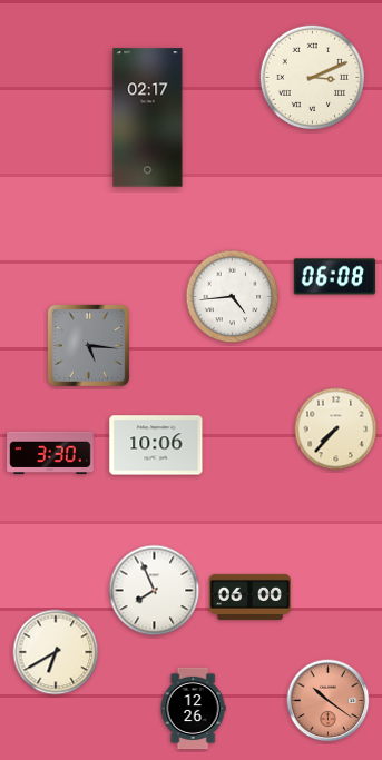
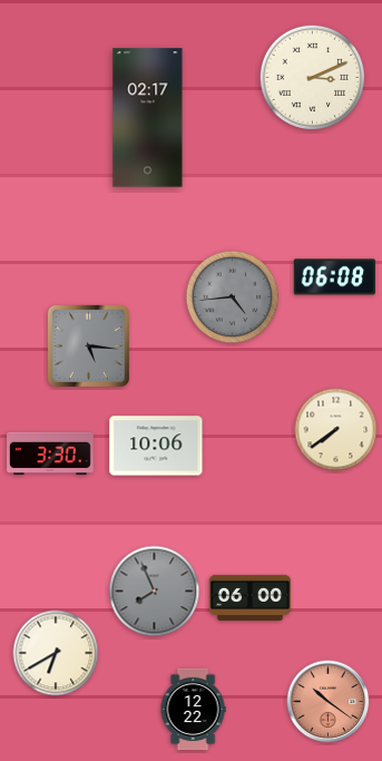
clock at (233, 297) dial: white -> grey
clock at (336, 430): 7:37 -> 7:39
clock at (155, 591) dial: white -> grey
clock at (193, 709): 12:26 -> 12:22
